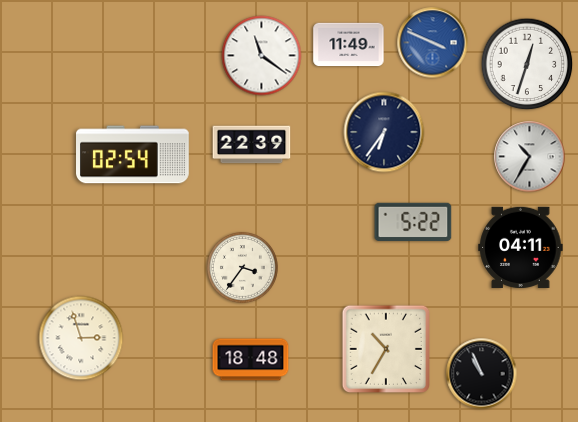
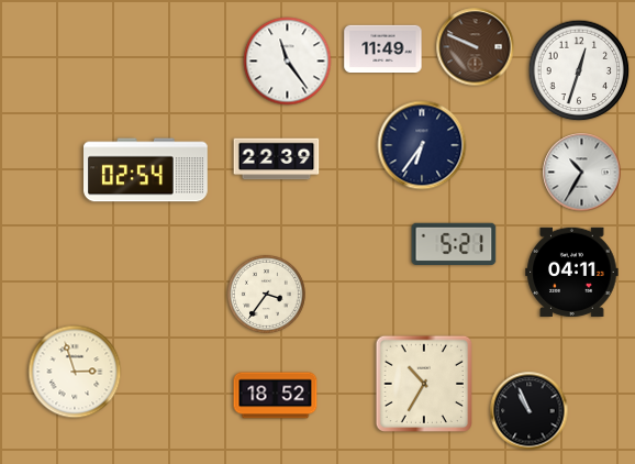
clock at (433, 43): 3:49 -> 9:49
clock at (433, 43) dial: blue -> brown
clock at (262, 56): 11:21 -> 11:24
clock at (413, 222): 5:22 -> 5:21
clock at (81, 338) position: (81, 338) -> (75, 372)
clock at (251, 360): 18:48 -> 18:52
